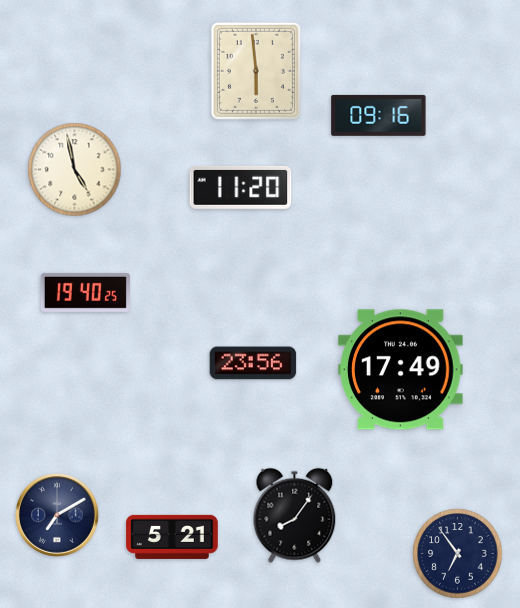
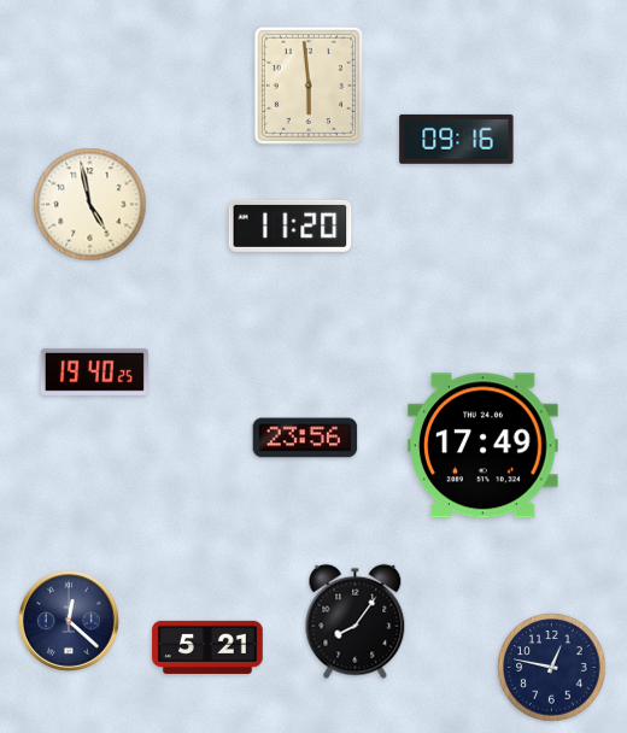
clock at (85, 292) position: (85, 292) -> (94, 371)
clock at (58, 516): 7:10 -> 12:22
clock at (458, 554): 6:54 -> 12:47
